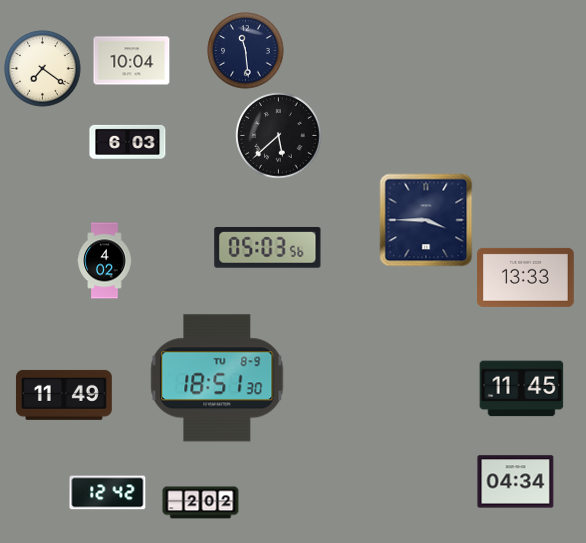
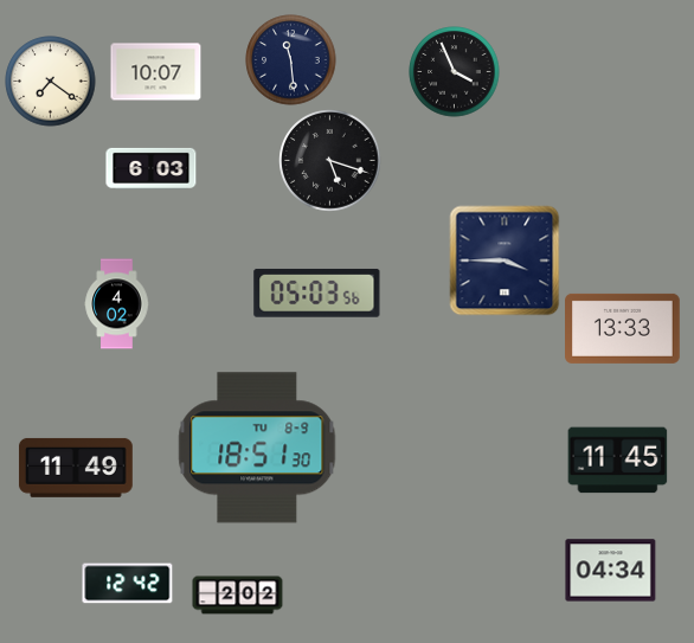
clock at (132, 61): 10:04 -> 10:07
clock at (455, 72): none -> 3:56
clock at (279, 136): 5:38 -> 5:18
clock at (105, 261) position: (105, 261) -> (117, 304)
